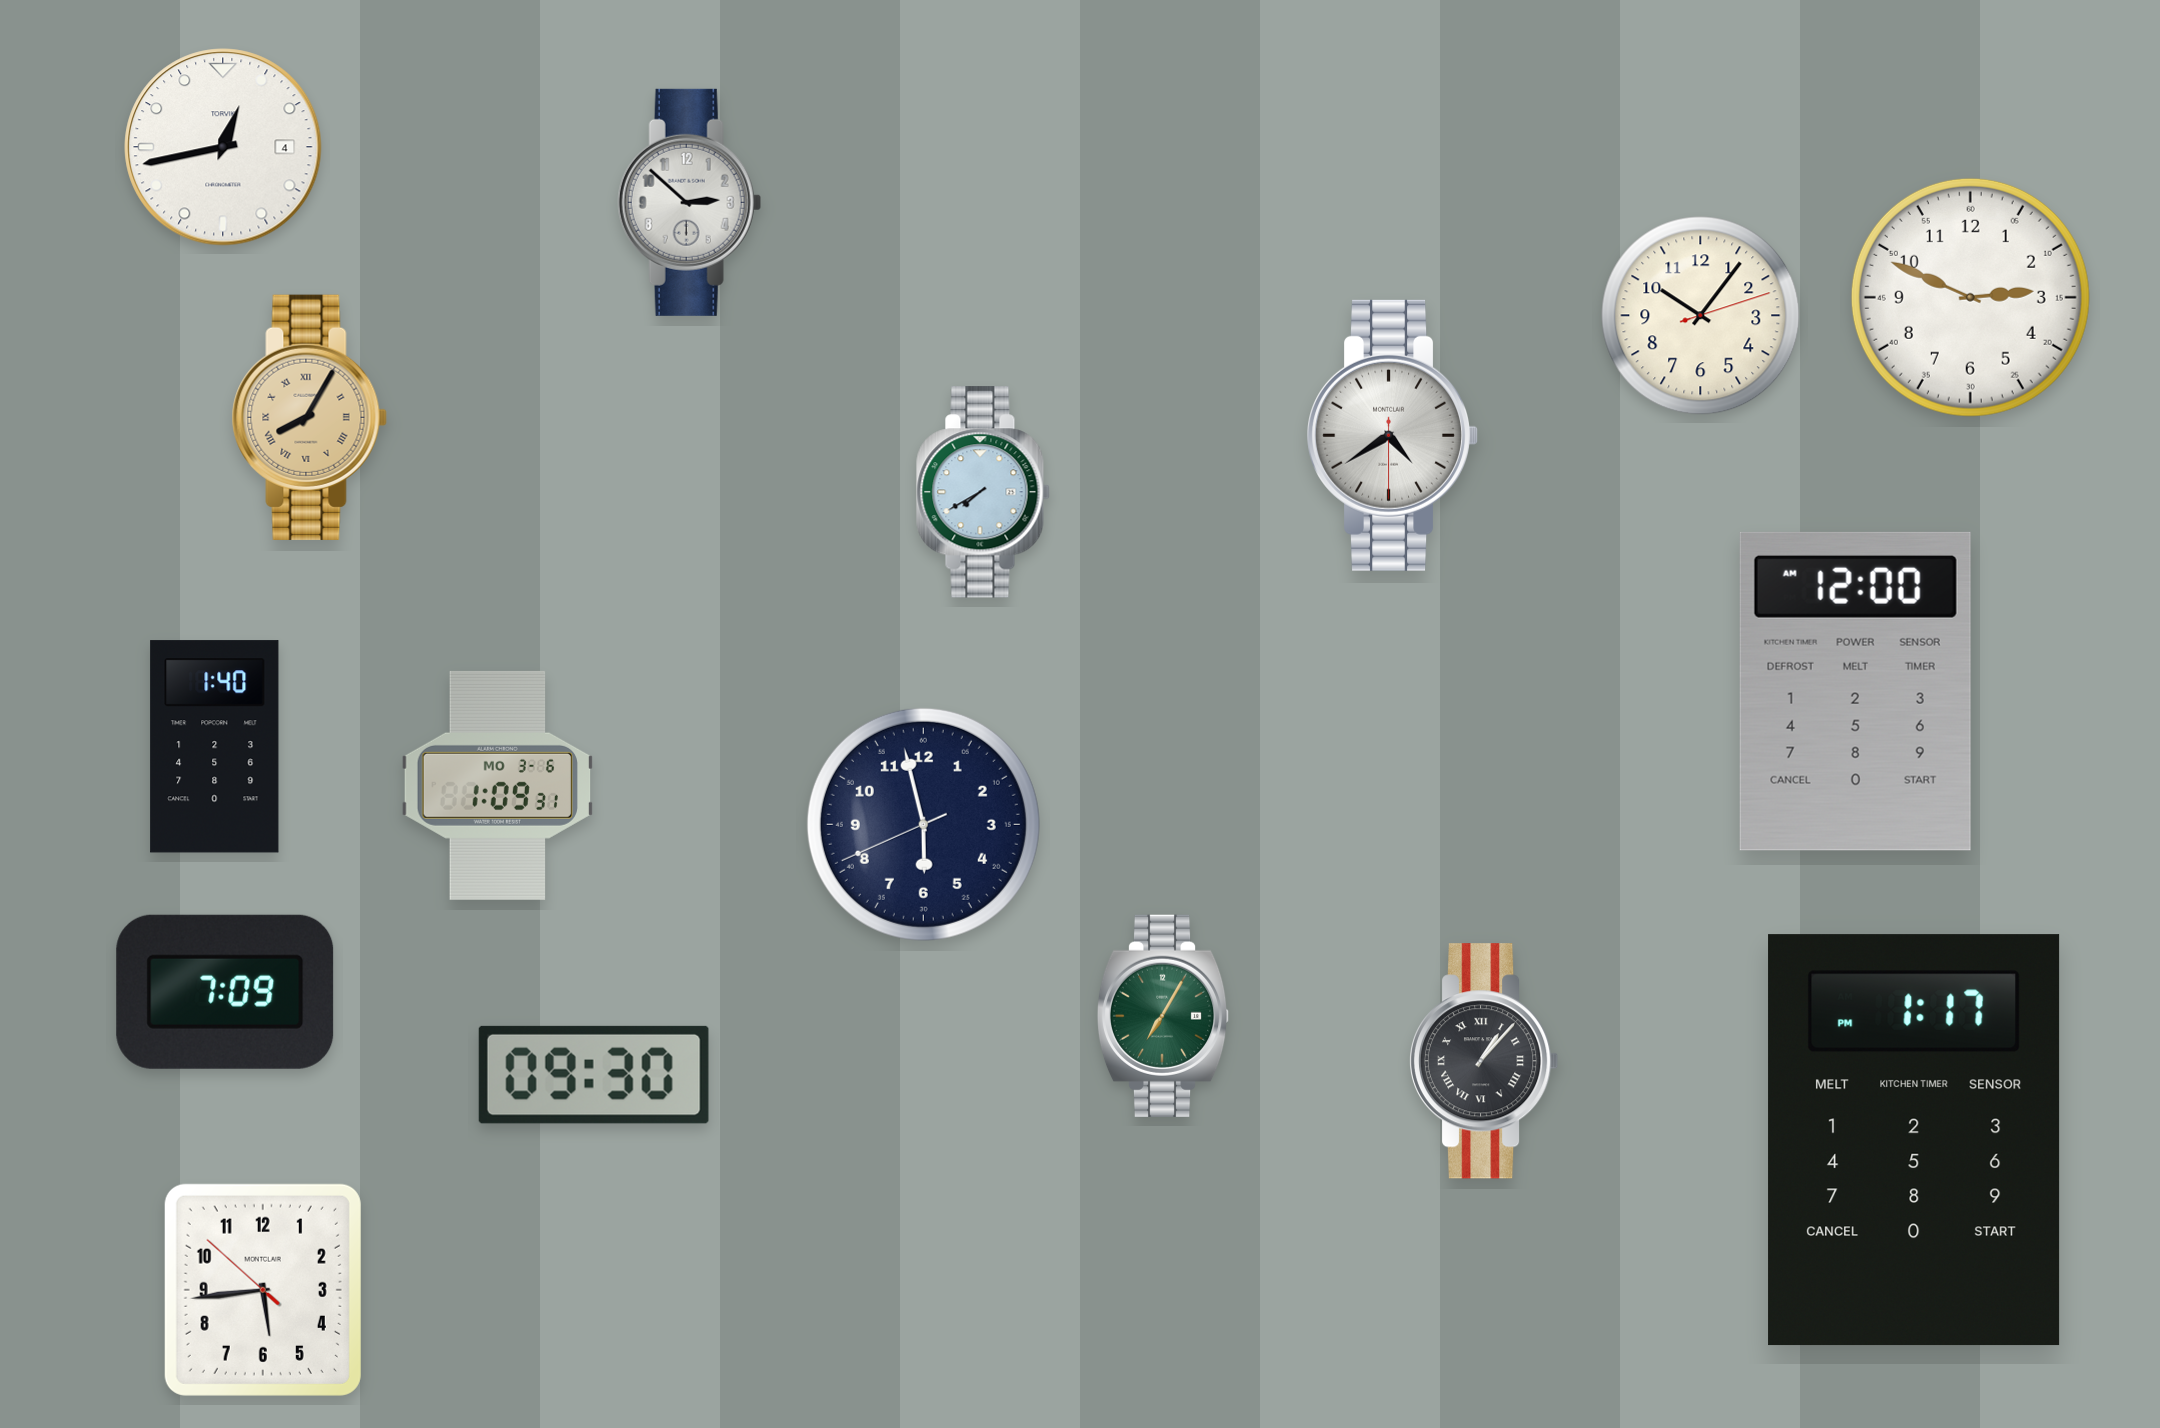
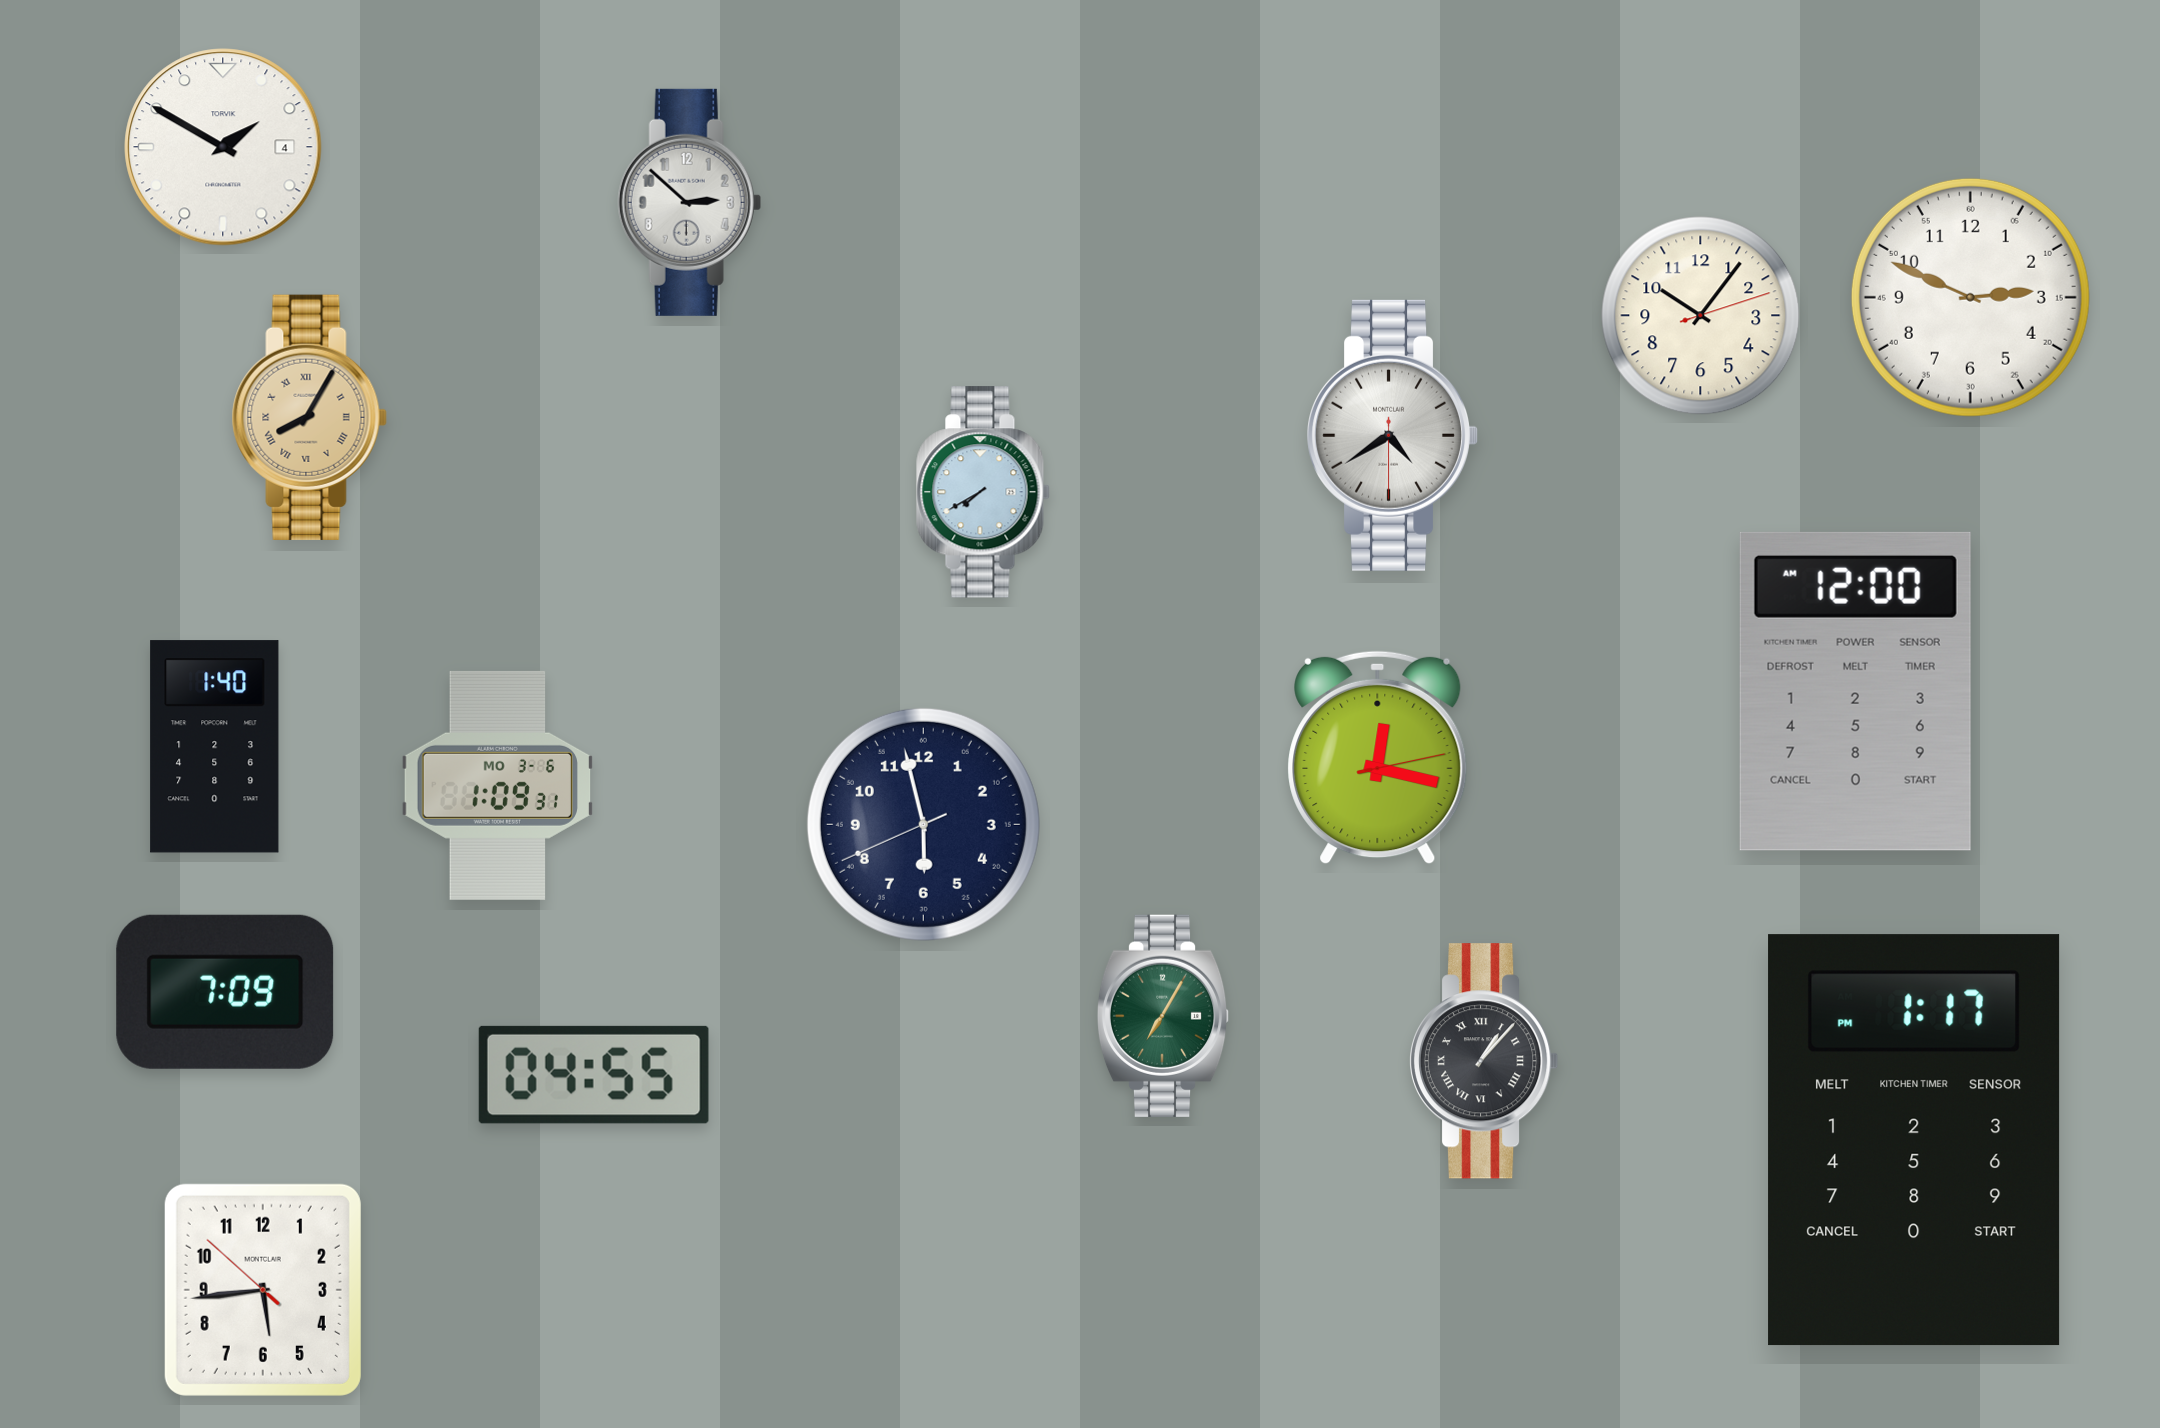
clock at (223, 147): 12:43 -> 1:50
clock at (1378, 758): none -> 12:17
clock at (594, 1075): 09:30 -> 04:55
